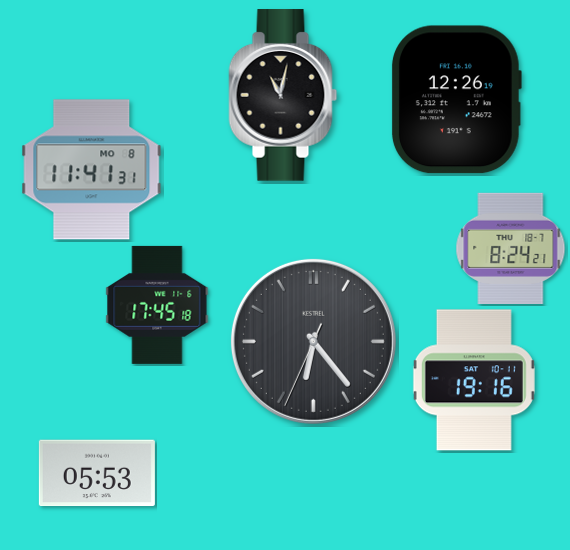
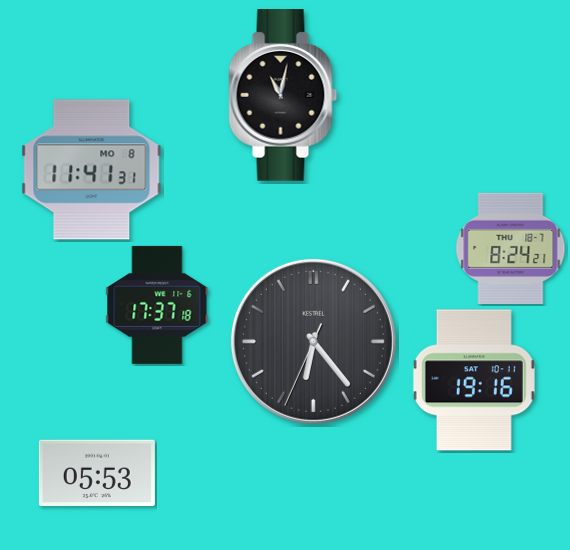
clock at (457, 100): 12:26 -> none
clock at (157, 305): 17:45 -> 17:37
